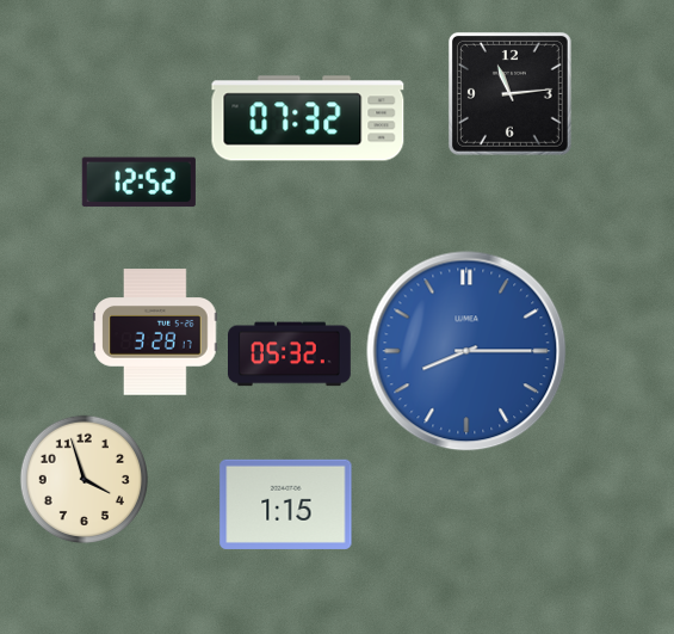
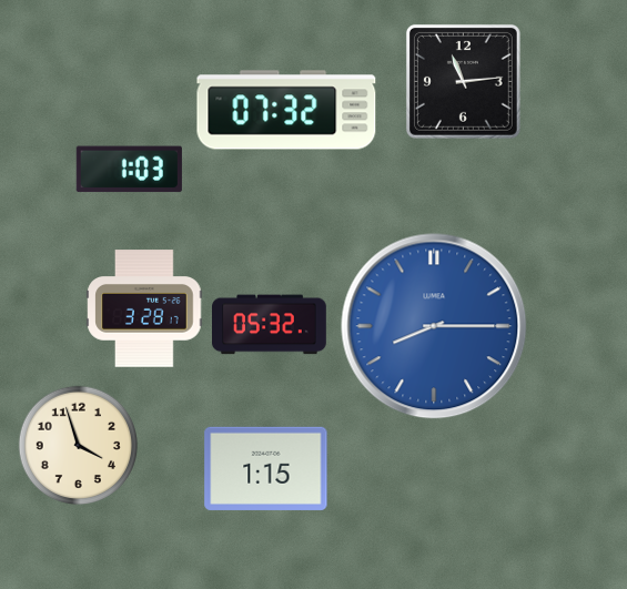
clock at (509, 93) position: (509, 93) -> (463, 81)
clock at (138, 183): 12:52 -> 1:03
clock at (290, 355) position: (290, 355) -> (270, 325)
